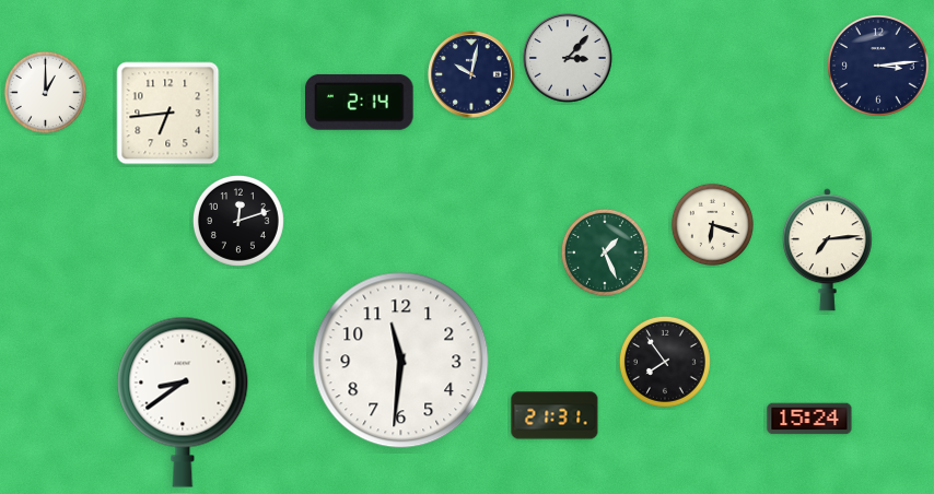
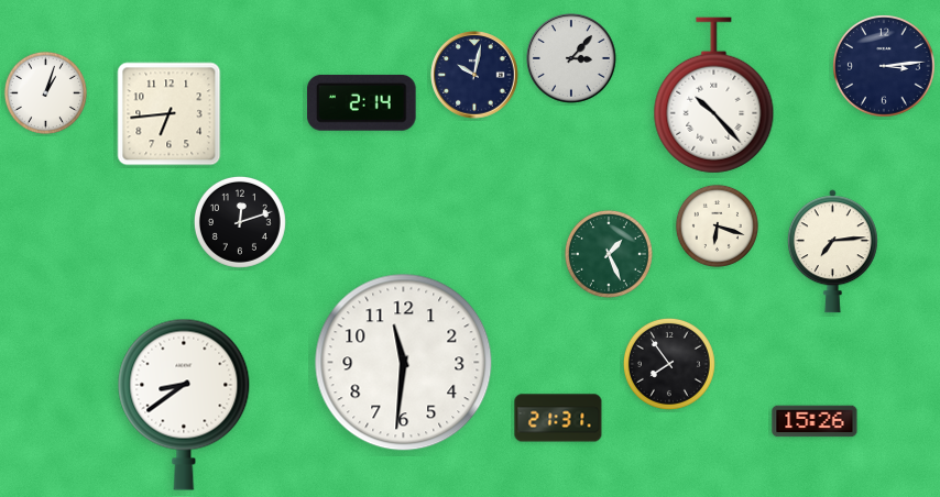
clock at (45, 92): 1:00 -> 1:03
clock at (714, 96): none -> 10:23
clock at (809, 419): 15:24 -> 15:26
